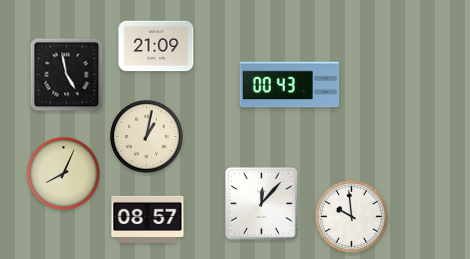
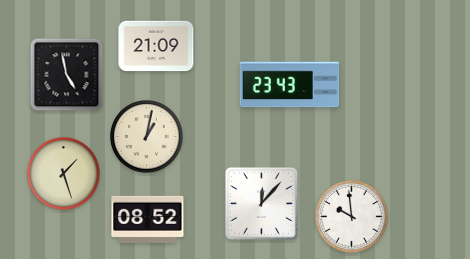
clock at (290, 85): 00:43 -> 23:43
clock at (64, 174): 8:04 -> 1:27
clock at (148, 219): 08:57 -> 08:52
